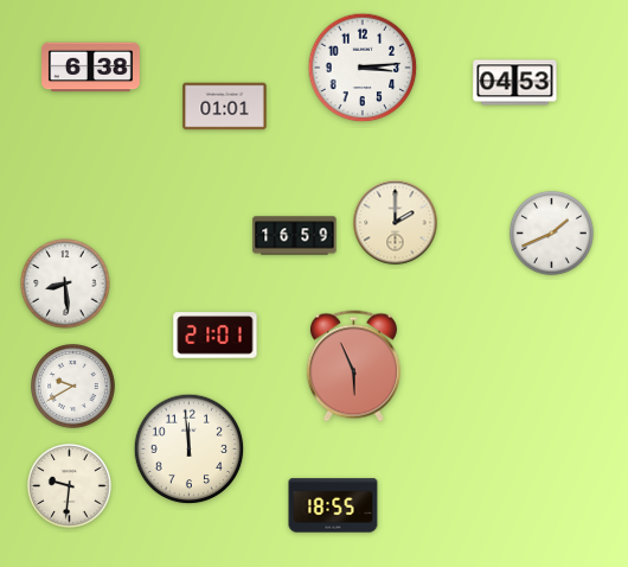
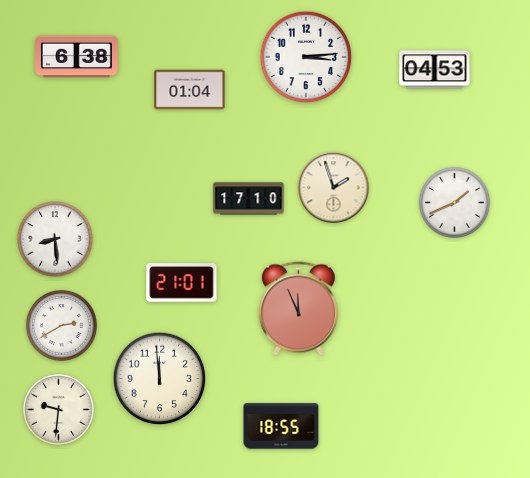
clock at (225, 107): 01:01 -> 01:04
clock at (396, 223): 2:00 -> 1:57
clock at (552, 234) position: (552, 234) -> (455, 203)
clock at (295, 236): 16:59 -> 17:10
clock at (353, 367): 5:56 -> 11:56
clock at (73, 387): 9:40 -> 2:40
